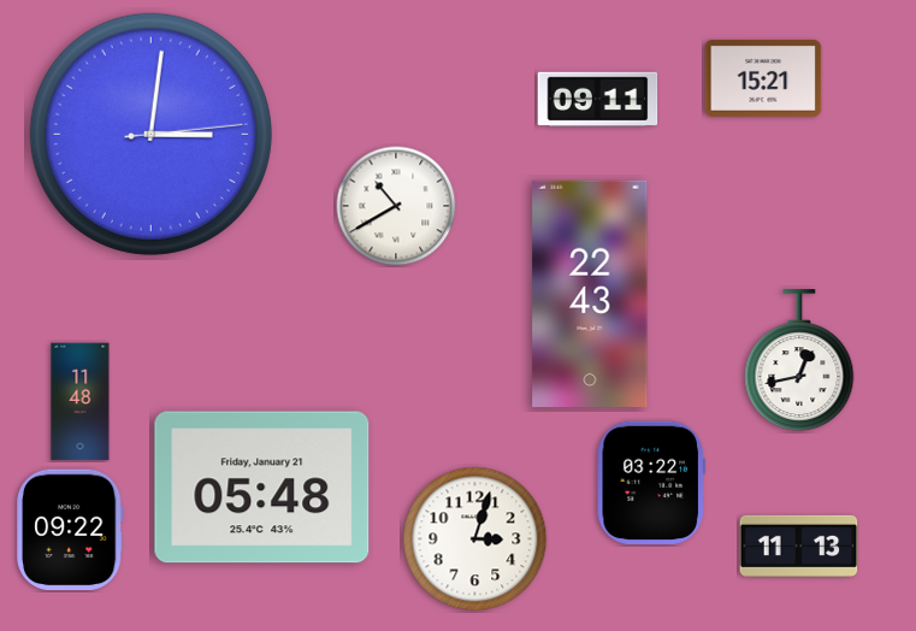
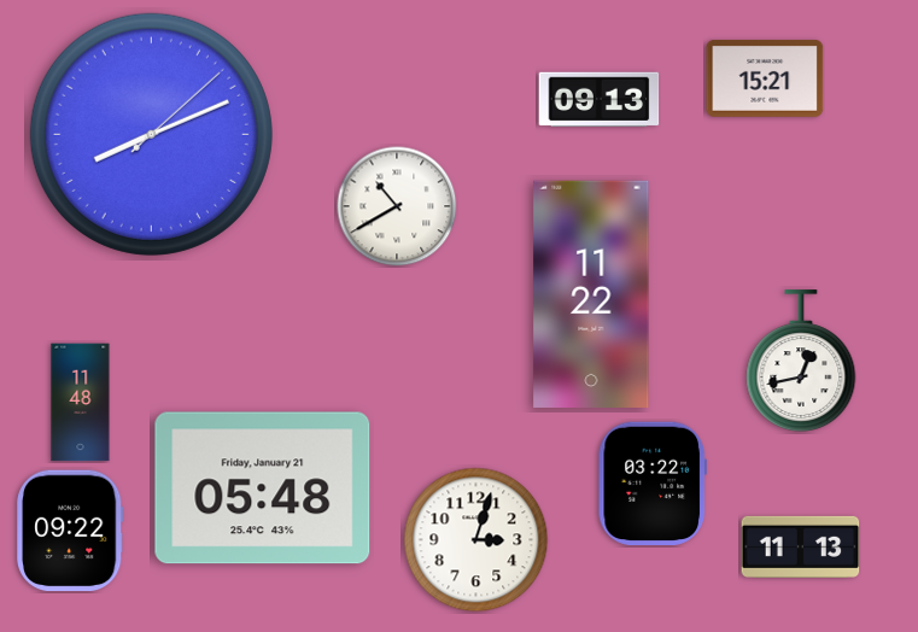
clock at (598, 100): 09:11 -> 09:13
clock at (150, 134): 3:01 -> 8:11
clock at (590, 293): 22:43 -> 11:22
